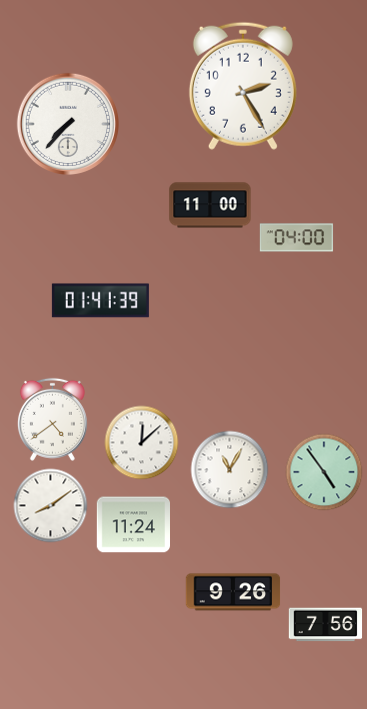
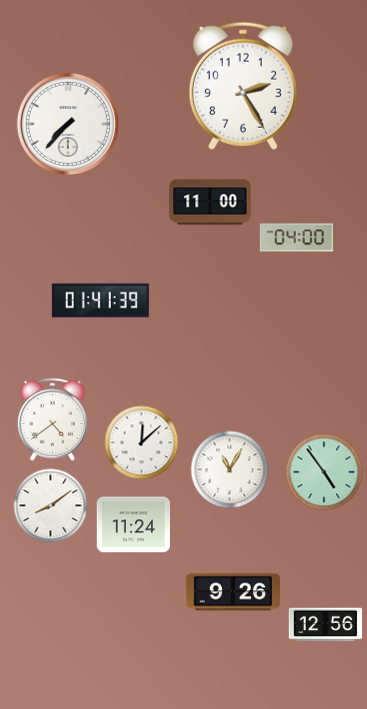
clock at (210, 205) position: (210, 205) -> (210, 202)
clock at (326, 625): 7:56 -> 12:56
